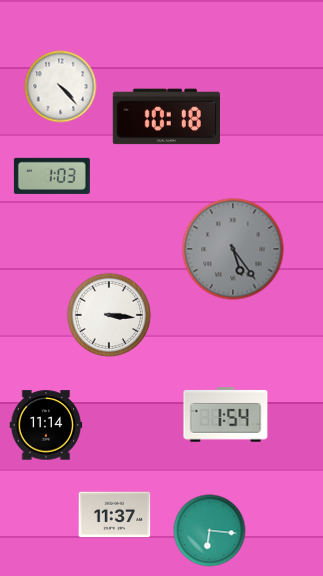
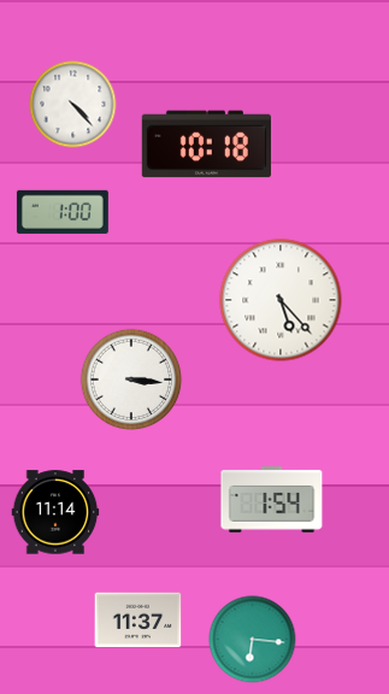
clock at (166, 117) position: (166, 117) -> (206, 145)
clock at (52, 176): 1:03 -> 1:00
clock at (233, 249): 5:24 -> 5:23
clock at (233, 249) dial: grey -> white
